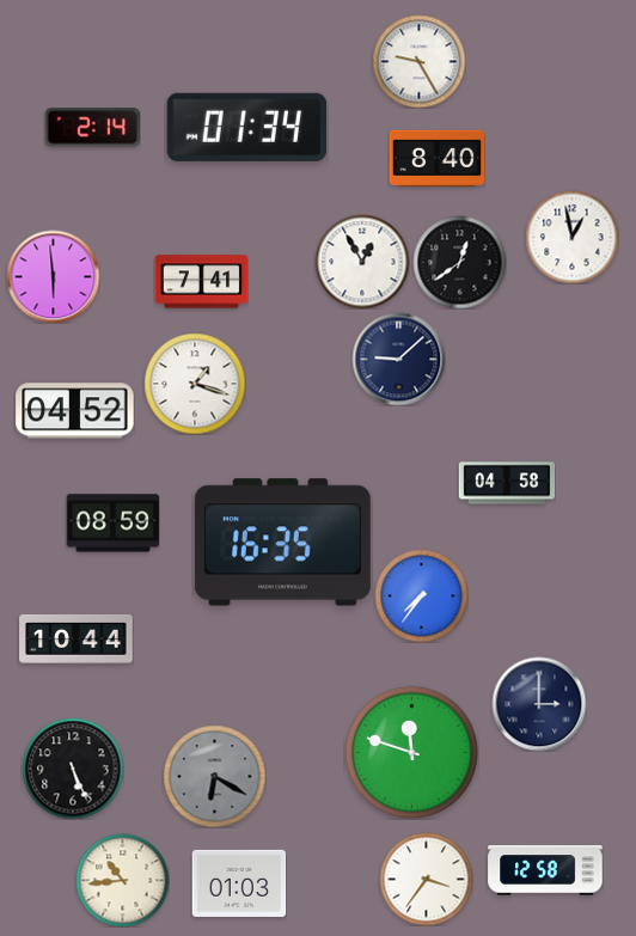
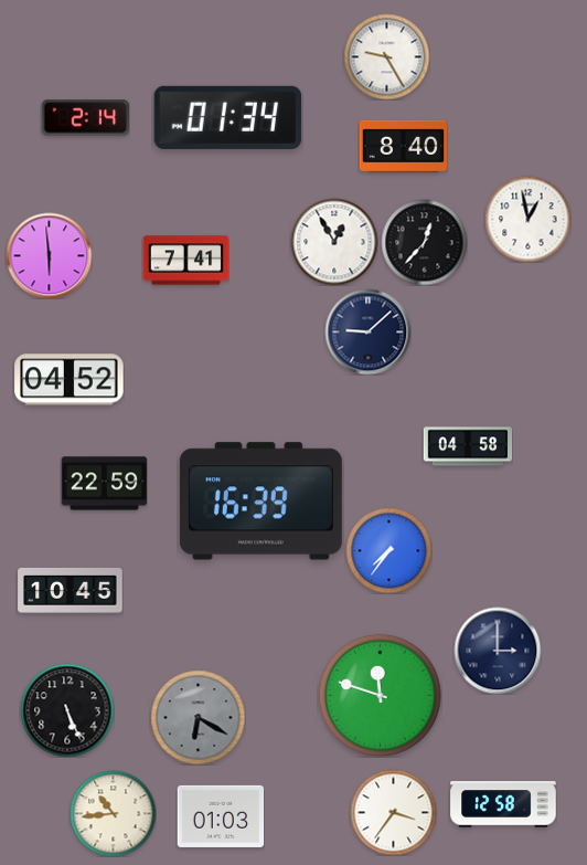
clock at (459, 262): 12:39 -> 12:37
clock at (195, 384): 1:18 -> none
clock at (112, 524): 08:59 -> 22:59
clock at (282, 543): 16:35 -> 16:39
clock at (77, 638): 10:44 -> 10:45
